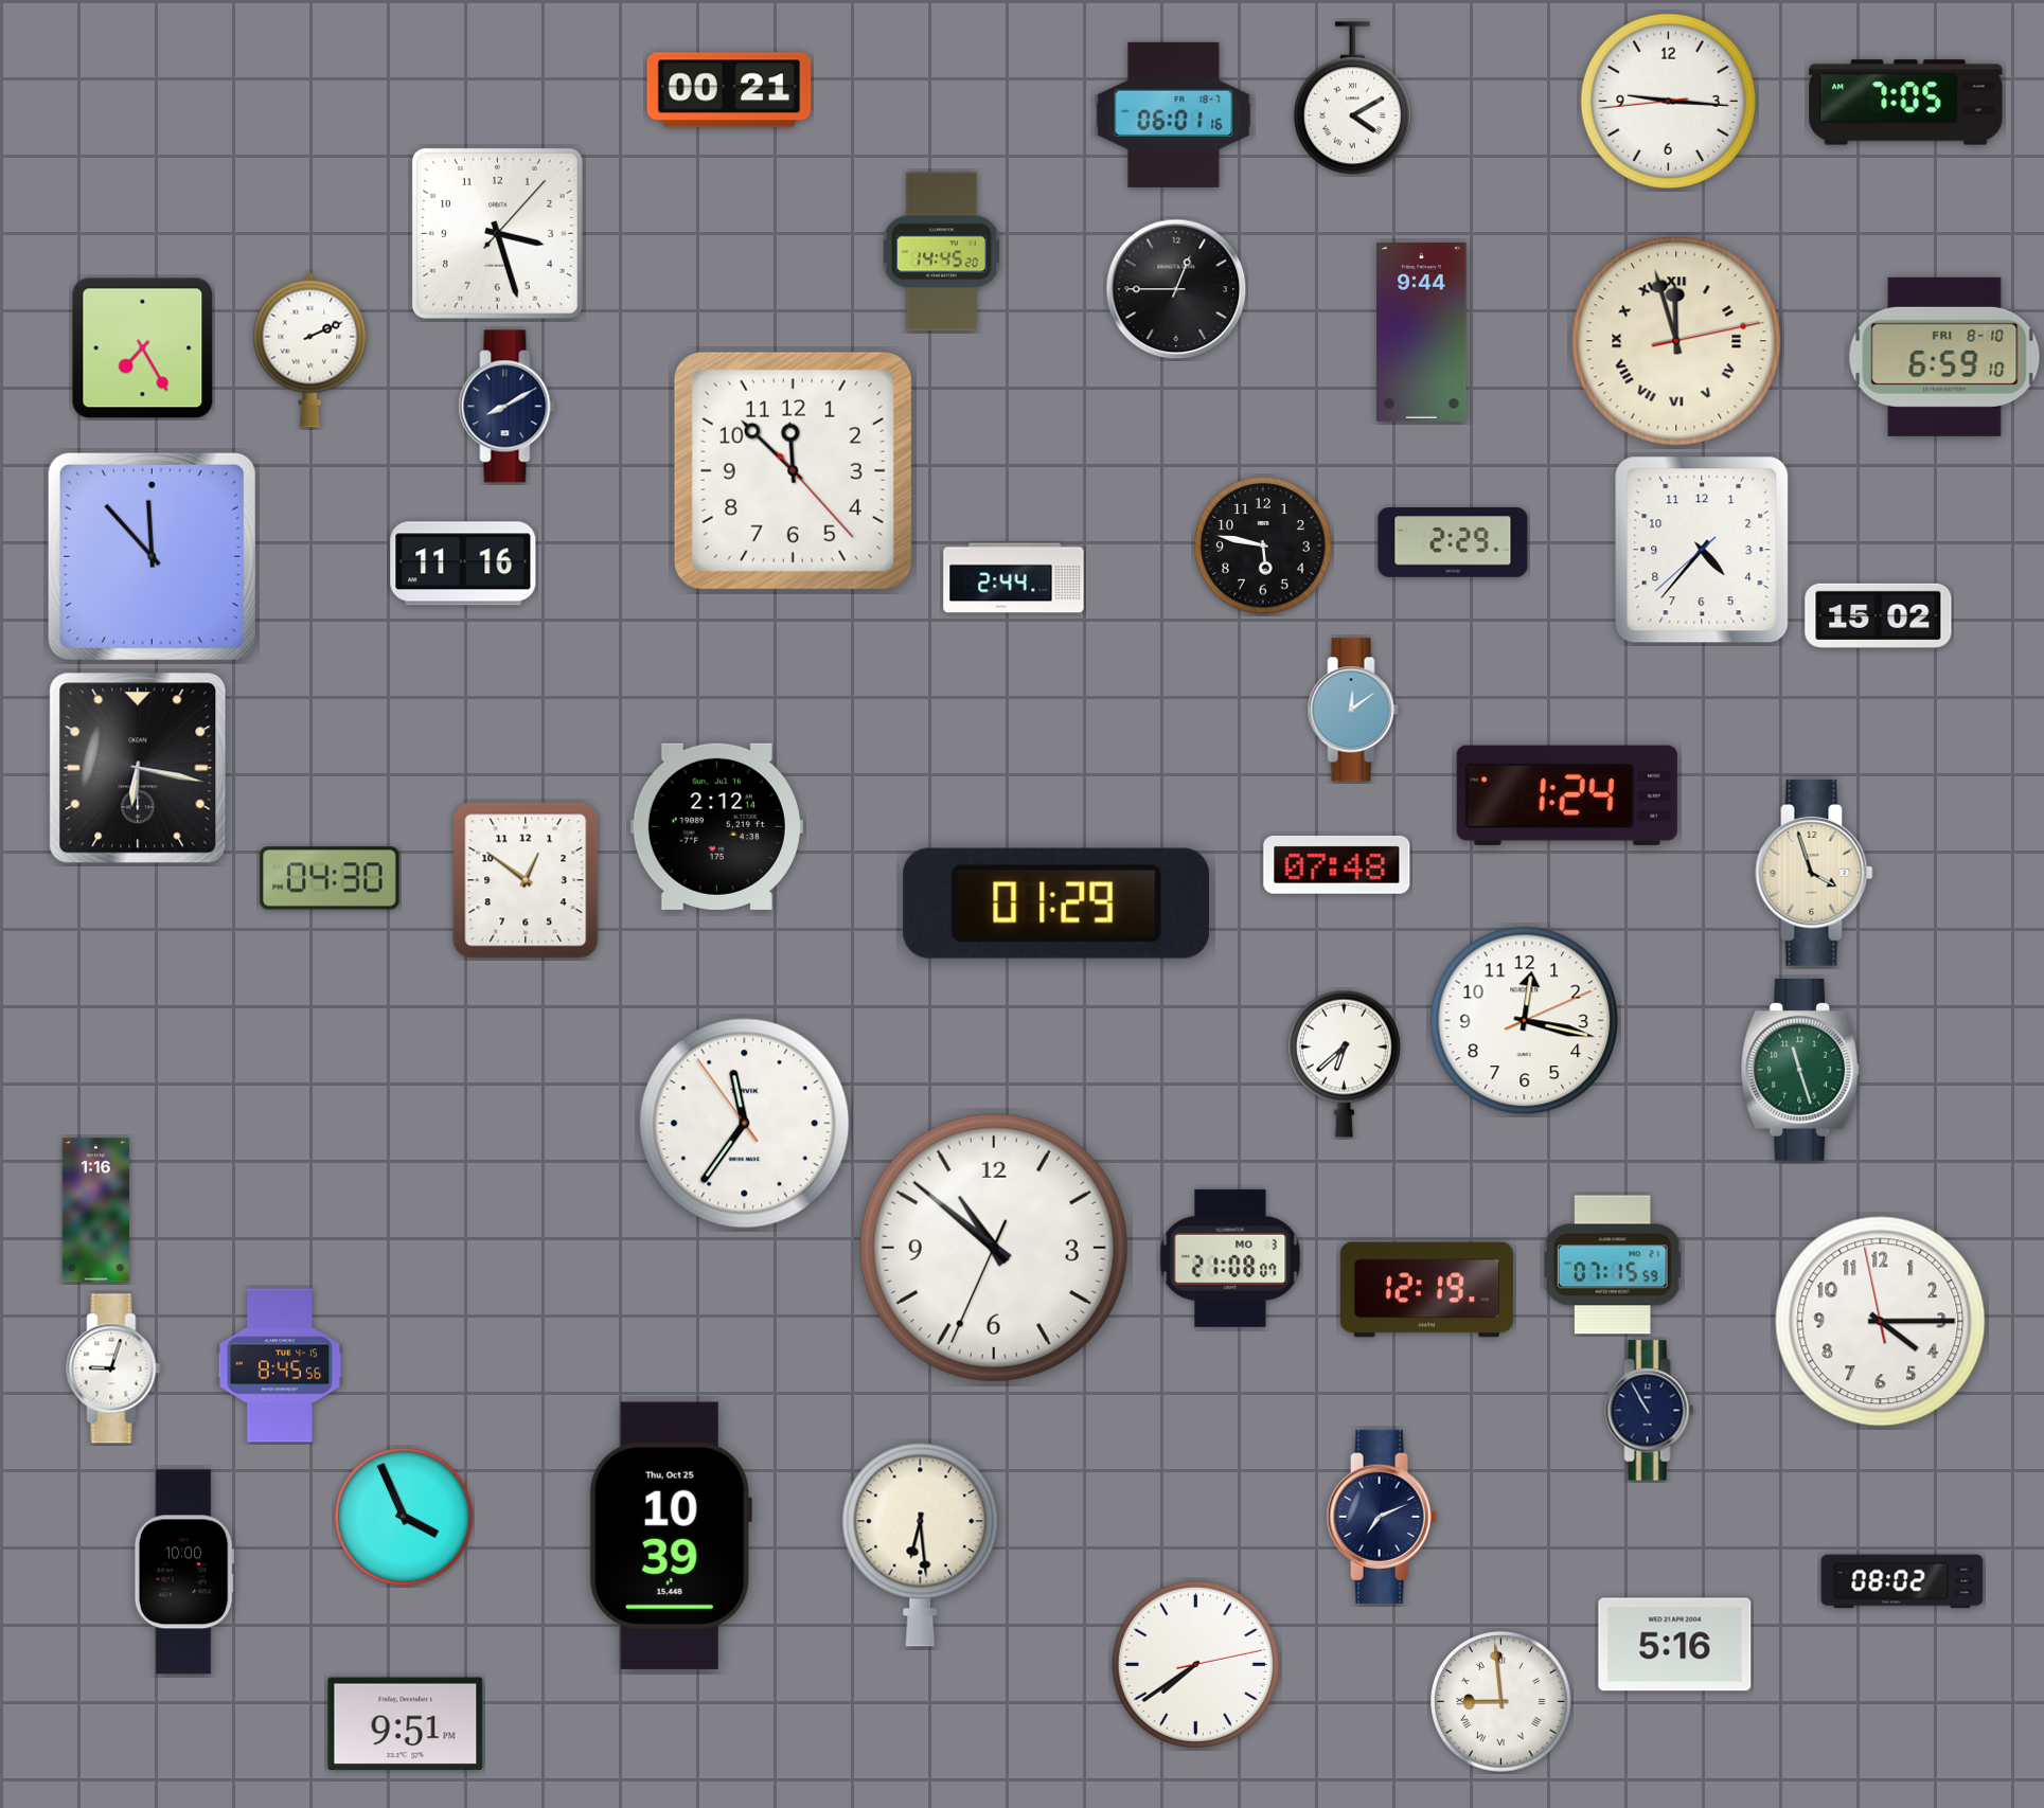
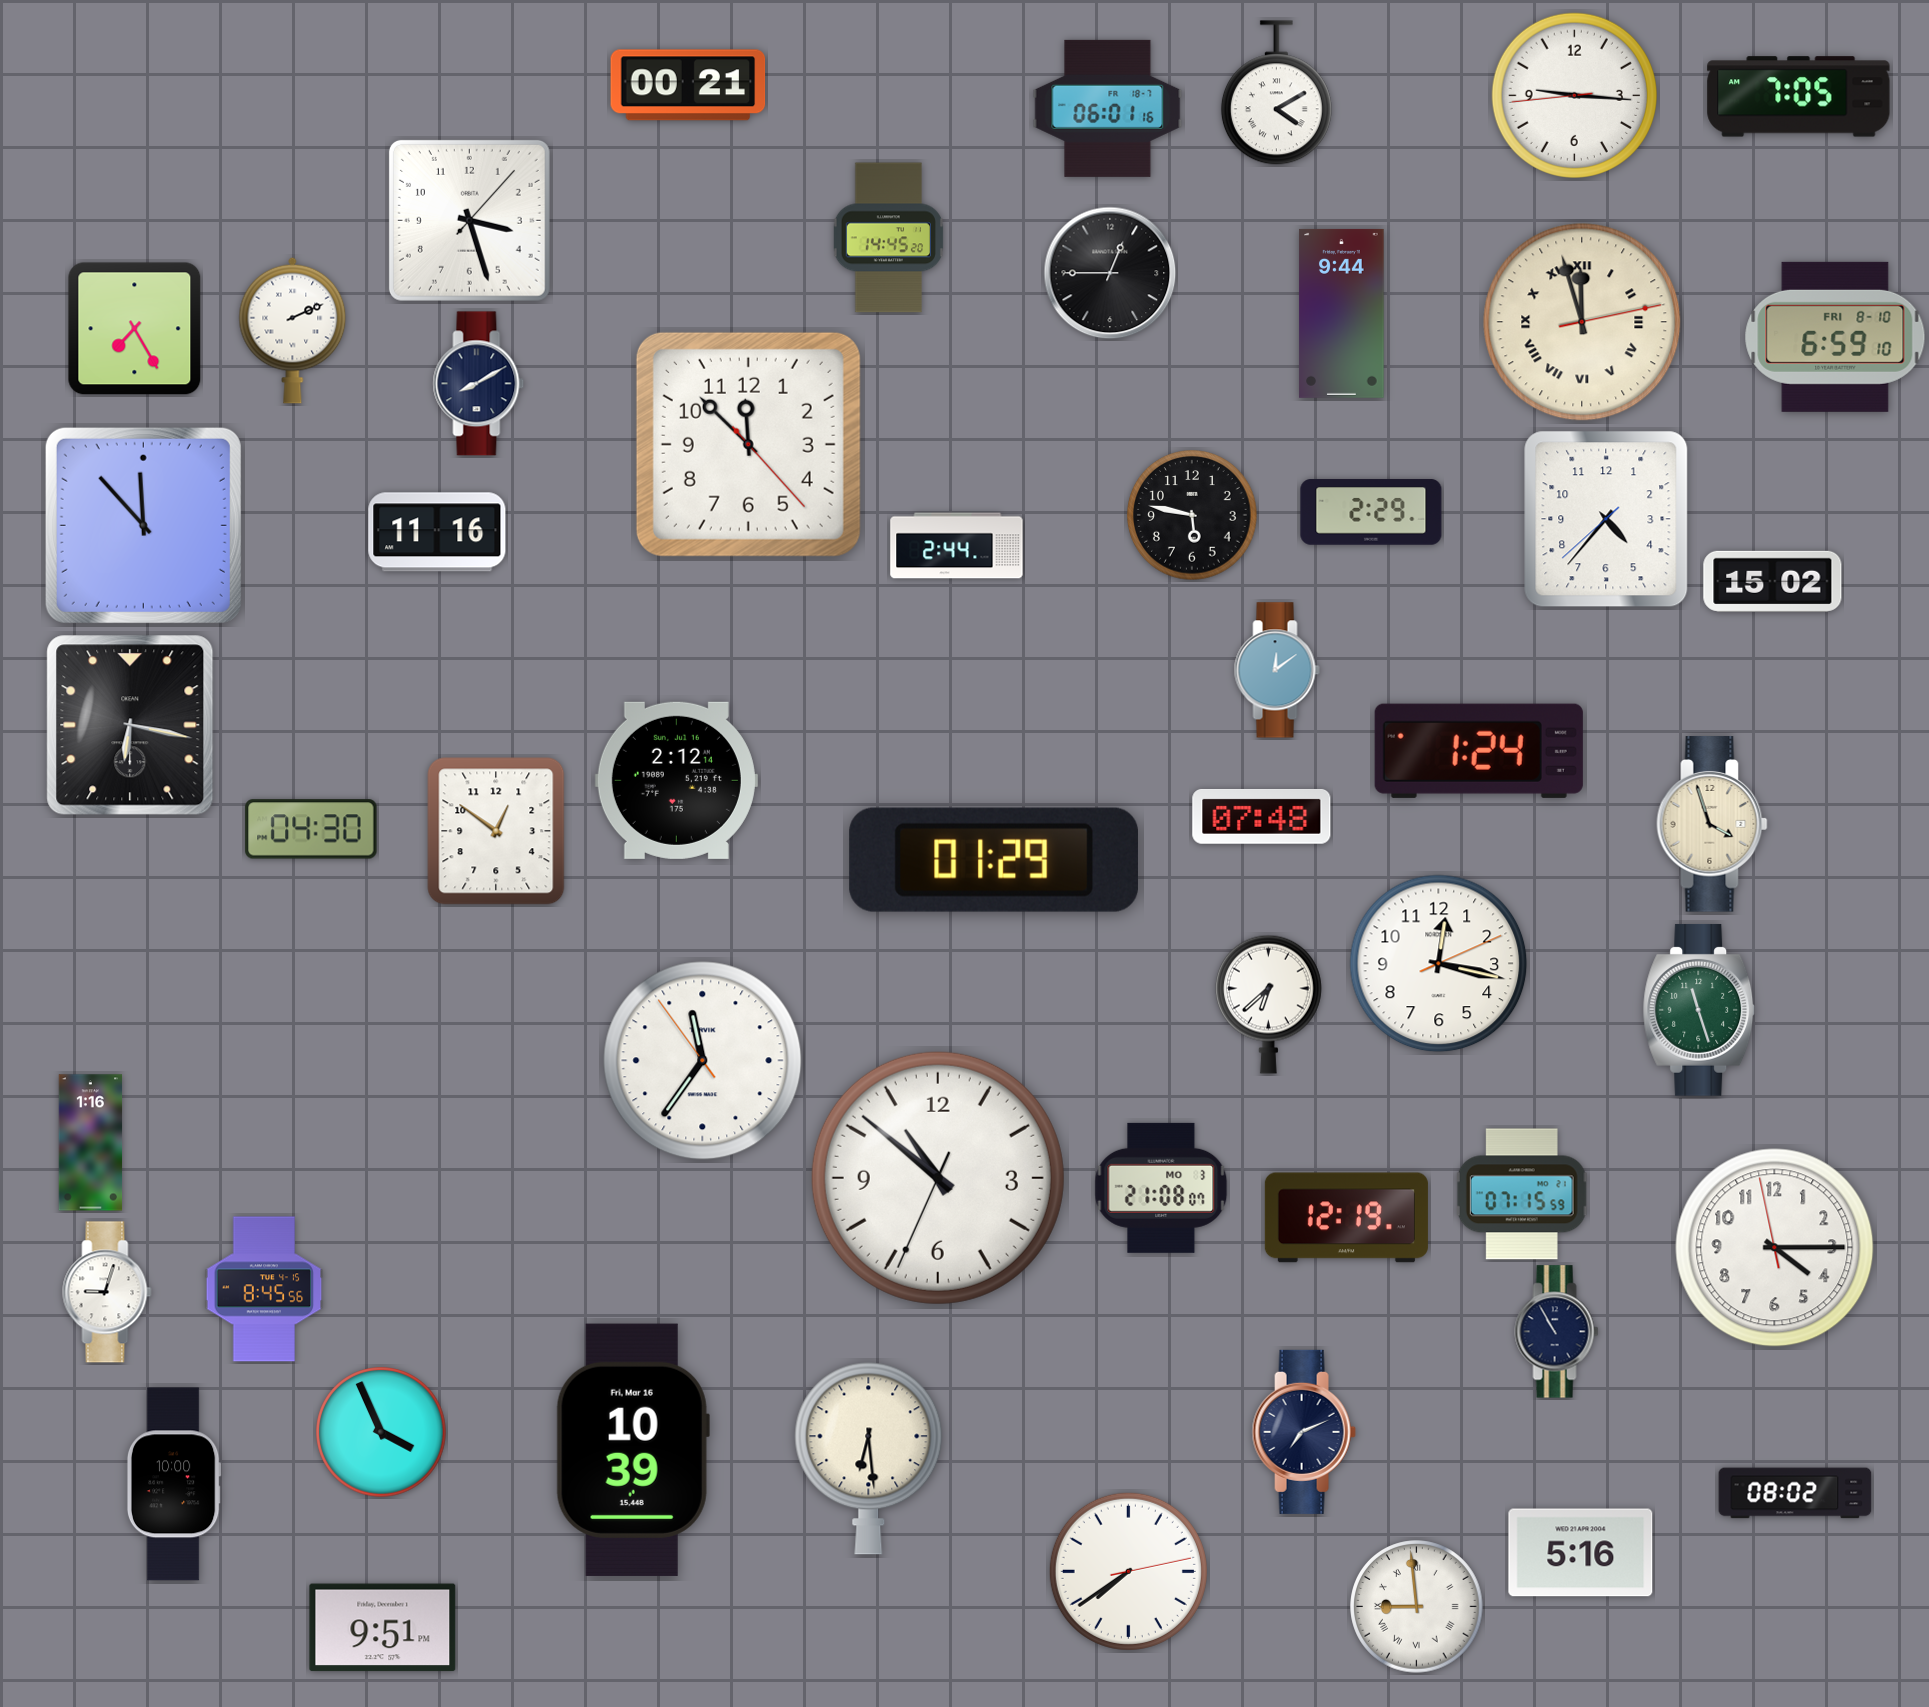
clock at (1056, 903) position: (1056, 903) -> (994, 860)
clock at (671, 1536) date: Thu, Oct 25 -> Fri, Mar 16
